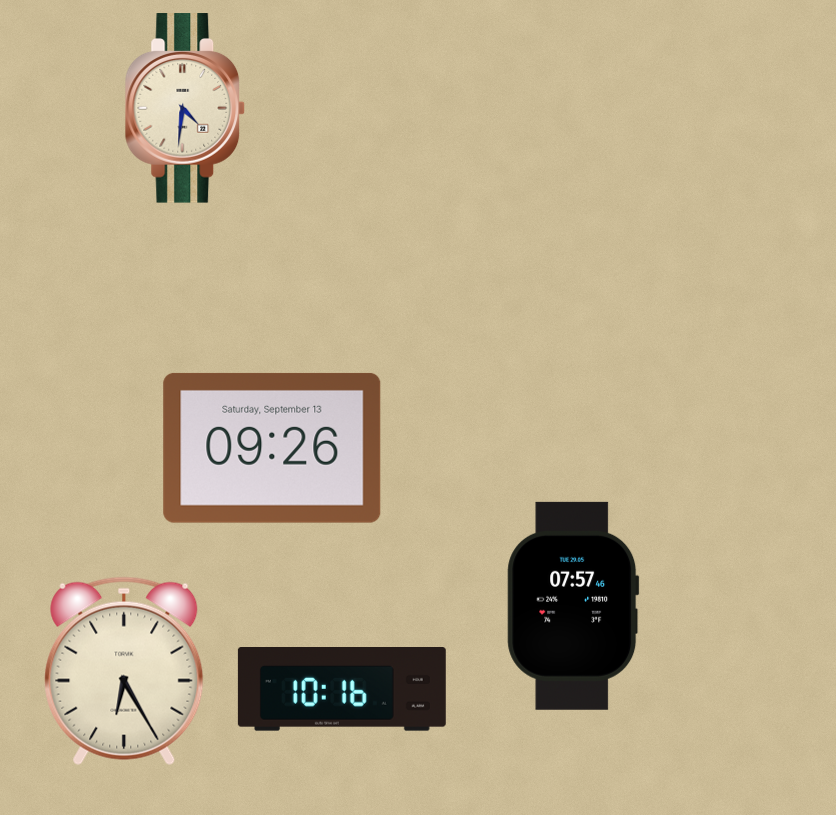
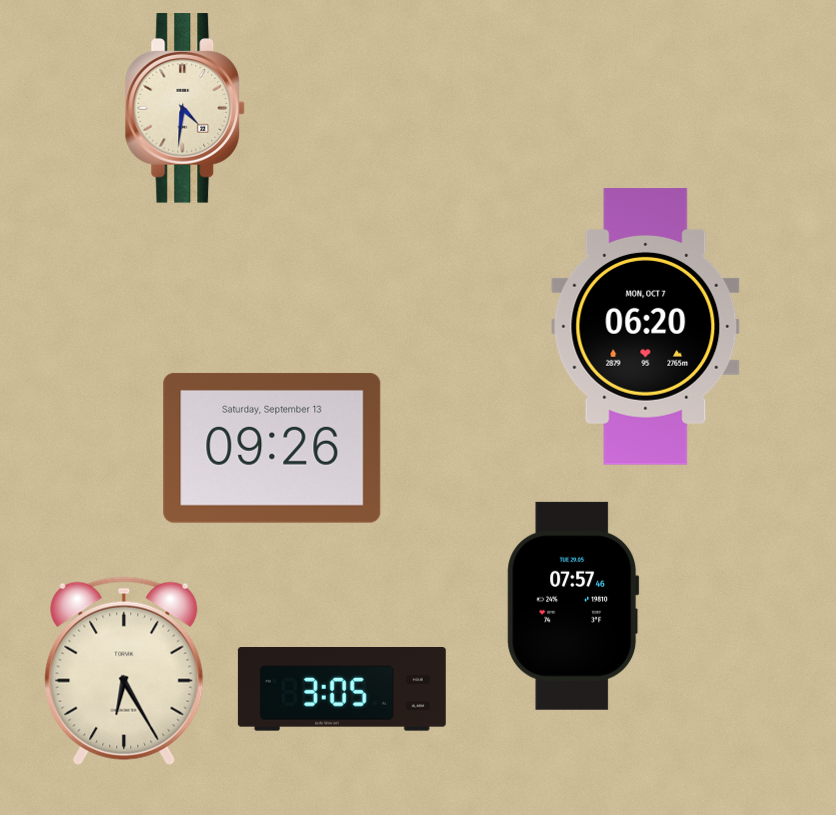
clock at (646, 327): none -> 06:20
clock at (342, 690): 10:16 -> 3:05
